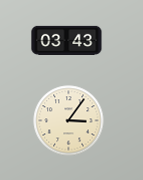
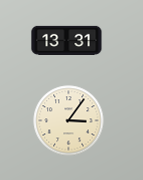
clock at (67, 40): 03:43 -> 13:31
